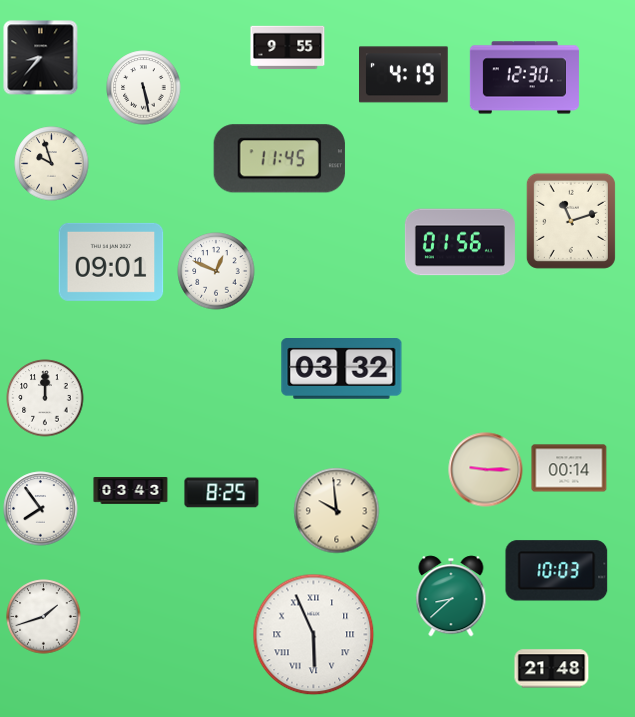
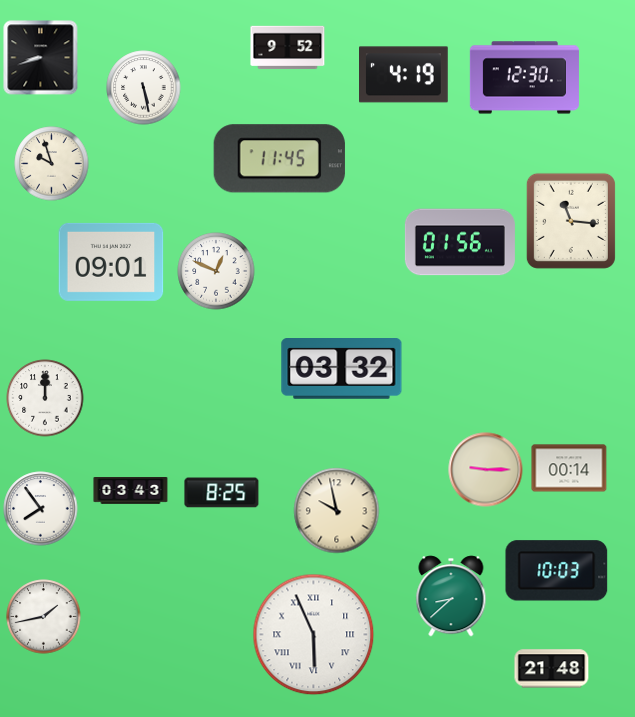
clock at (288, 48): 9:55 -> 9:52
clock at (41, 58): 8:37 -> 8:42
clock at (571, 221): 11:12 -> 11:16
clock at (337, 511): 9:59 -> 9:58
clock at (44, 617): 1:42 -> 1:43
